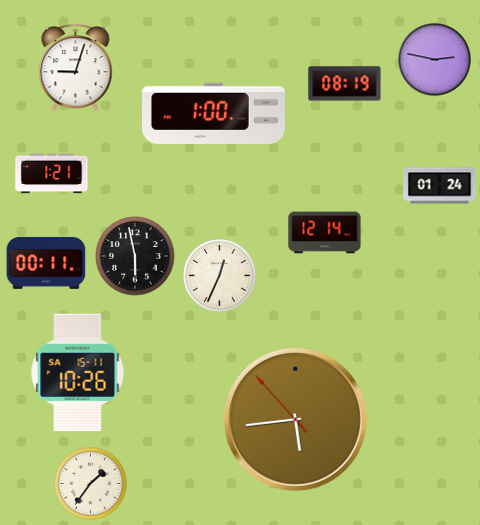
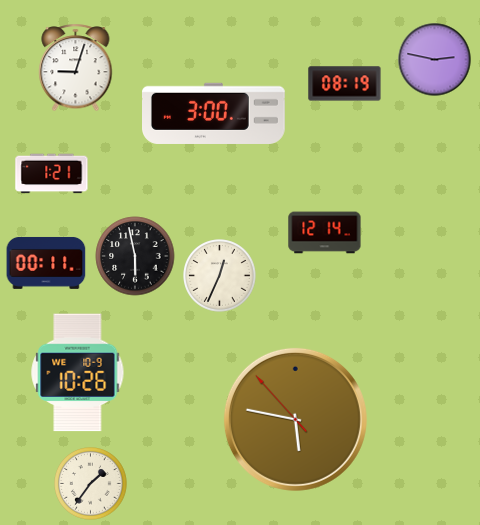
clock at (214, 113): 1:00 -> 3:00
clock at (440, 186): 01:24 -> none
clock at (78, 373) date: SA 15-11 -> WE 10-9
clock at (295, 419): 5:43 -> 5:46
